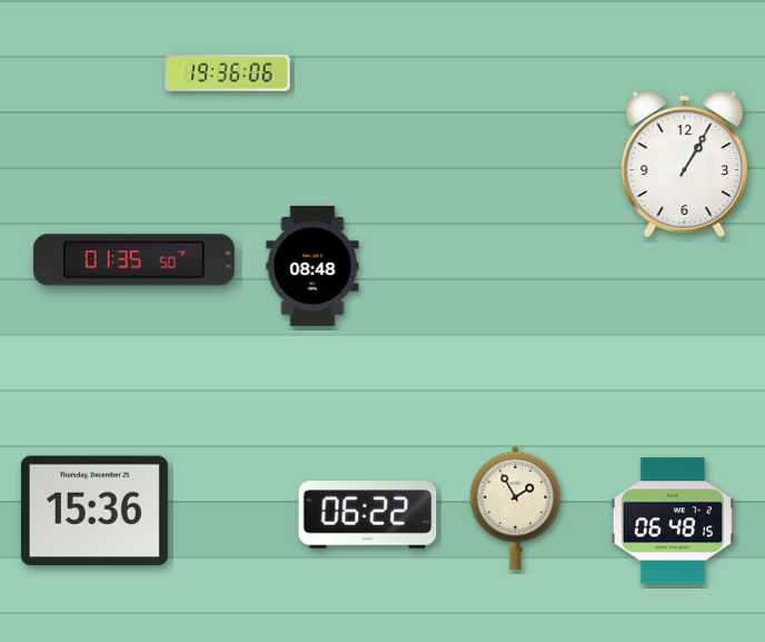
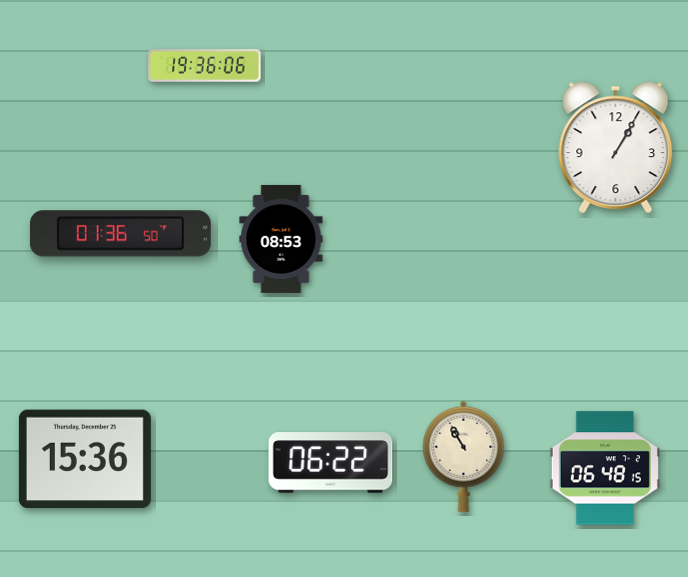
clock at (133, 260): 01:35 -> 01:36
clock at (312, 266): 08:48 -> 08:53
clock at (516, 507): 1:55 -> 10:55
